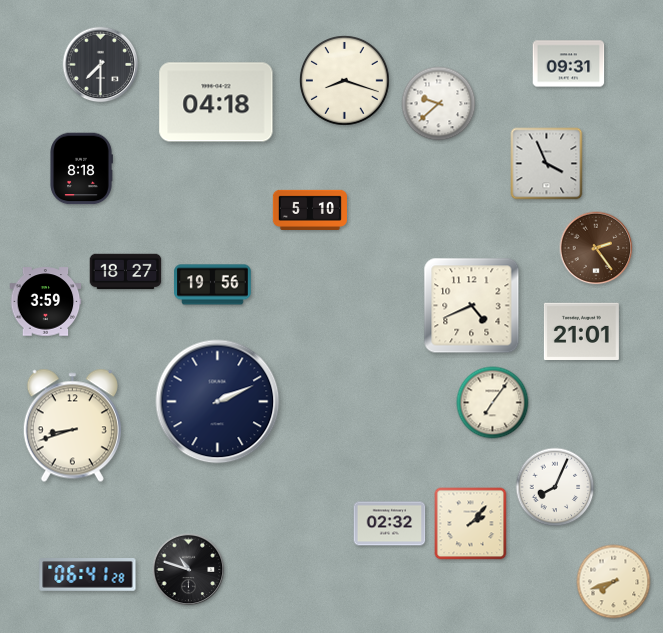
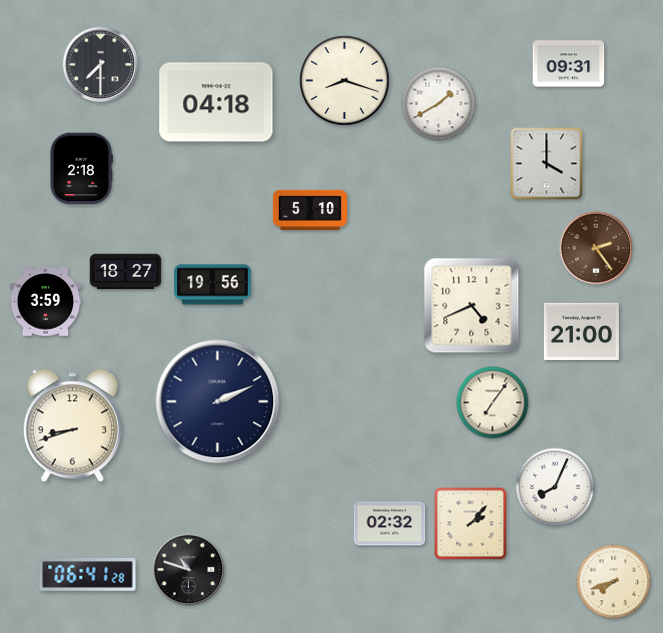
clock at (439, 104): 9:38 -> 1:40
clock at (547, 164): 3:56 -> 4:00
clock at (81, 169): 8:18 -> 2:18
clock at (581, 331): 21:01 -> 21:00
